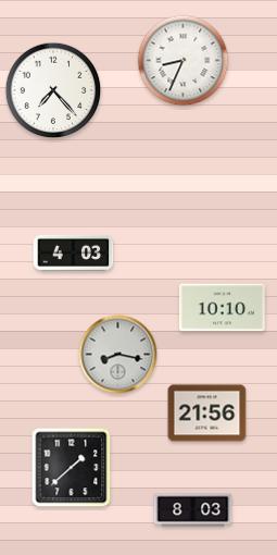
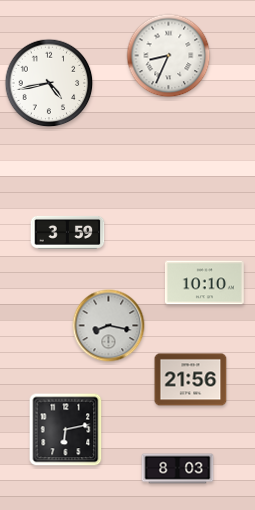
clock at (53, 90): 7:23 -> 4:43
clock at (74, 252): 4:03 -> 3:59
clock at (72, 468): 1:38 -> 6:13
